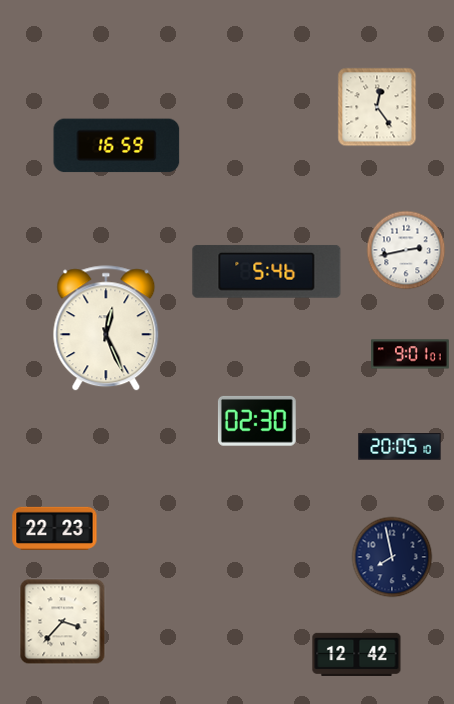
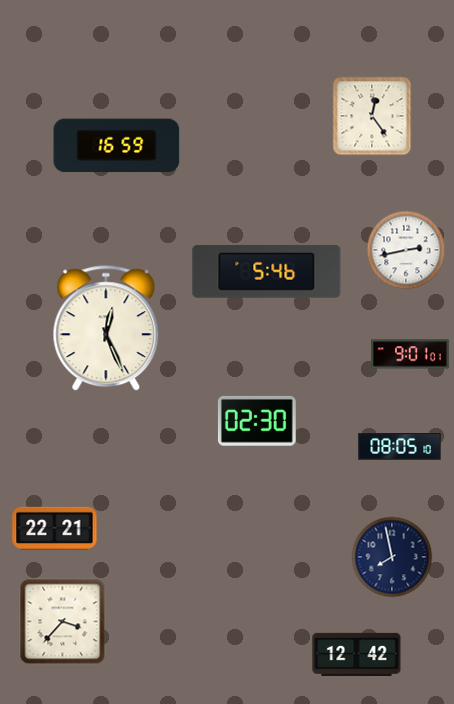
clock at (377, 107) position: (377, 107) -> (372, 116)
clock at (400, 447): 20:05 -> 08:05
clock at (55, 528): 22:23 -> 22:21
